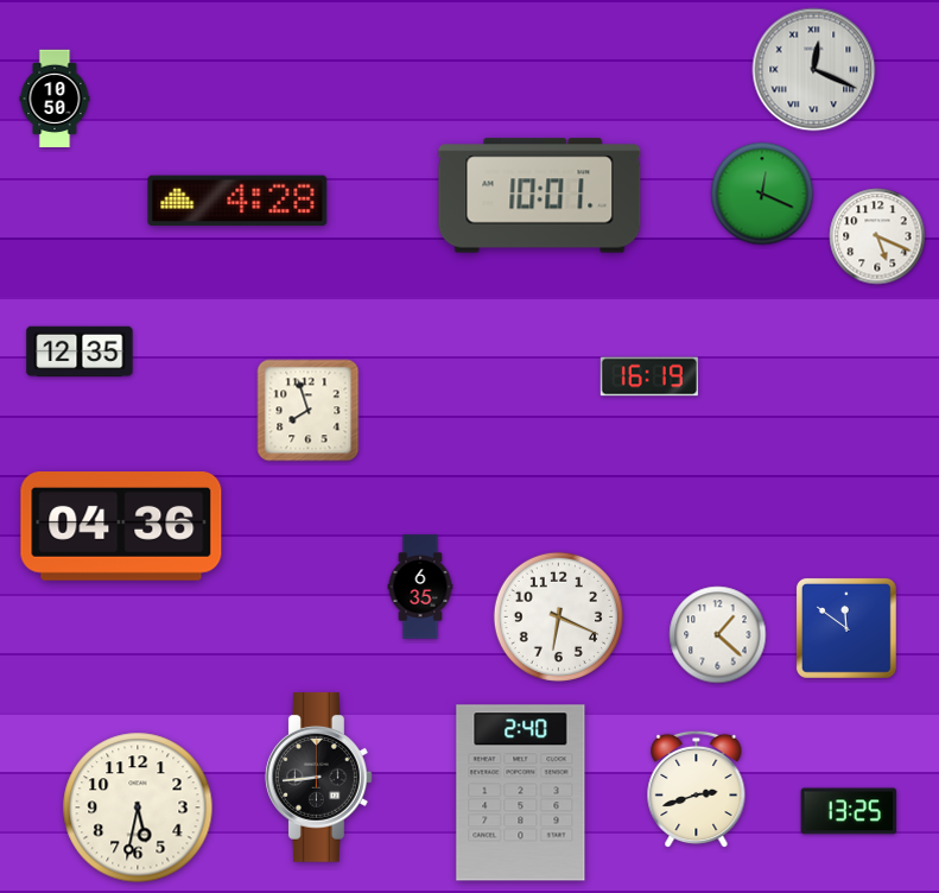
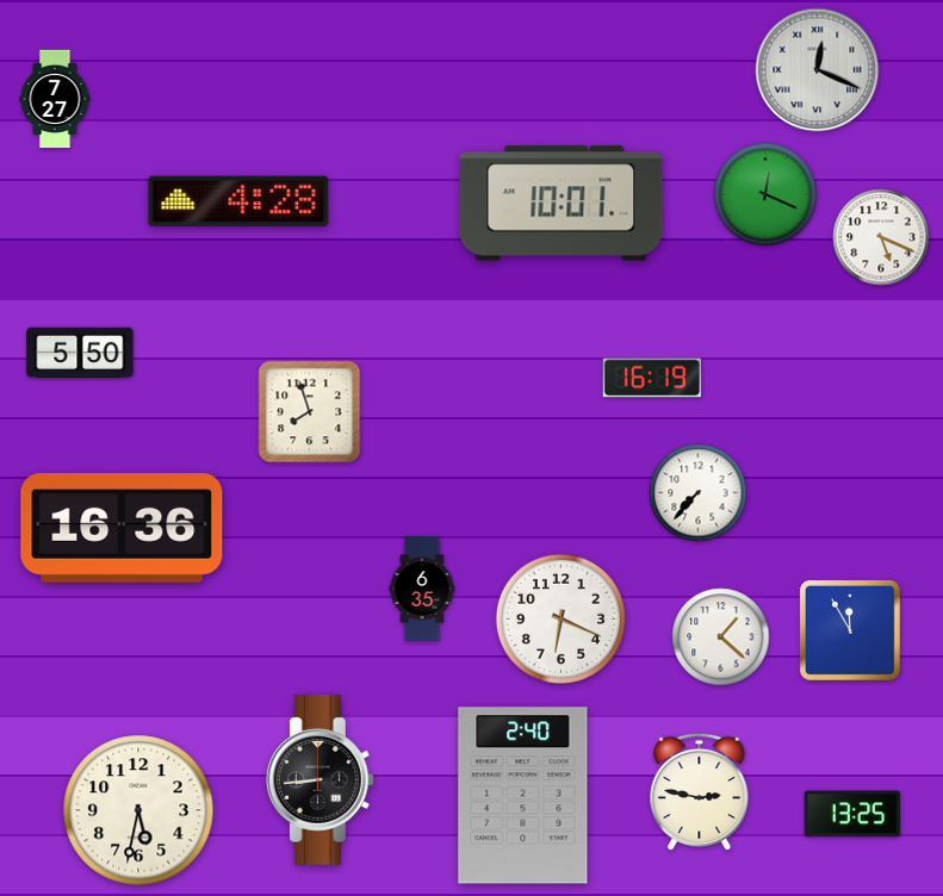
clock at (55, 99): 10:50 -> 7:27
clock at (540, 196) position: (540, 196) -> (562, 204)
clock at (80, 351): 12:35 -> 5:50
clock at (699, 493): none -> 7:37
clock at (121, 527): 04:36 -> 16:36
clock at (846, 628): 11:51 -> 11:55
clock at (697, 790): 2:42 -> 2:47
